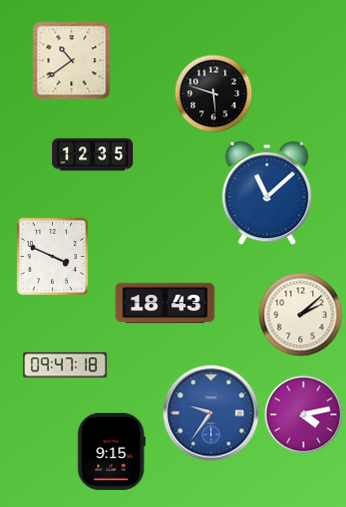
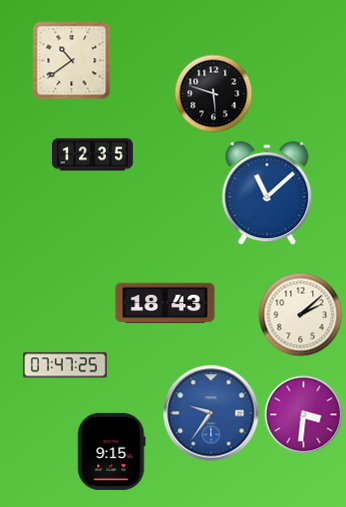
clock at (52, 256): 3:49 -> none
clock at (65, 365): 09:47 -> 07:47
clock at (303, 414): 4:13 -> 3:31
